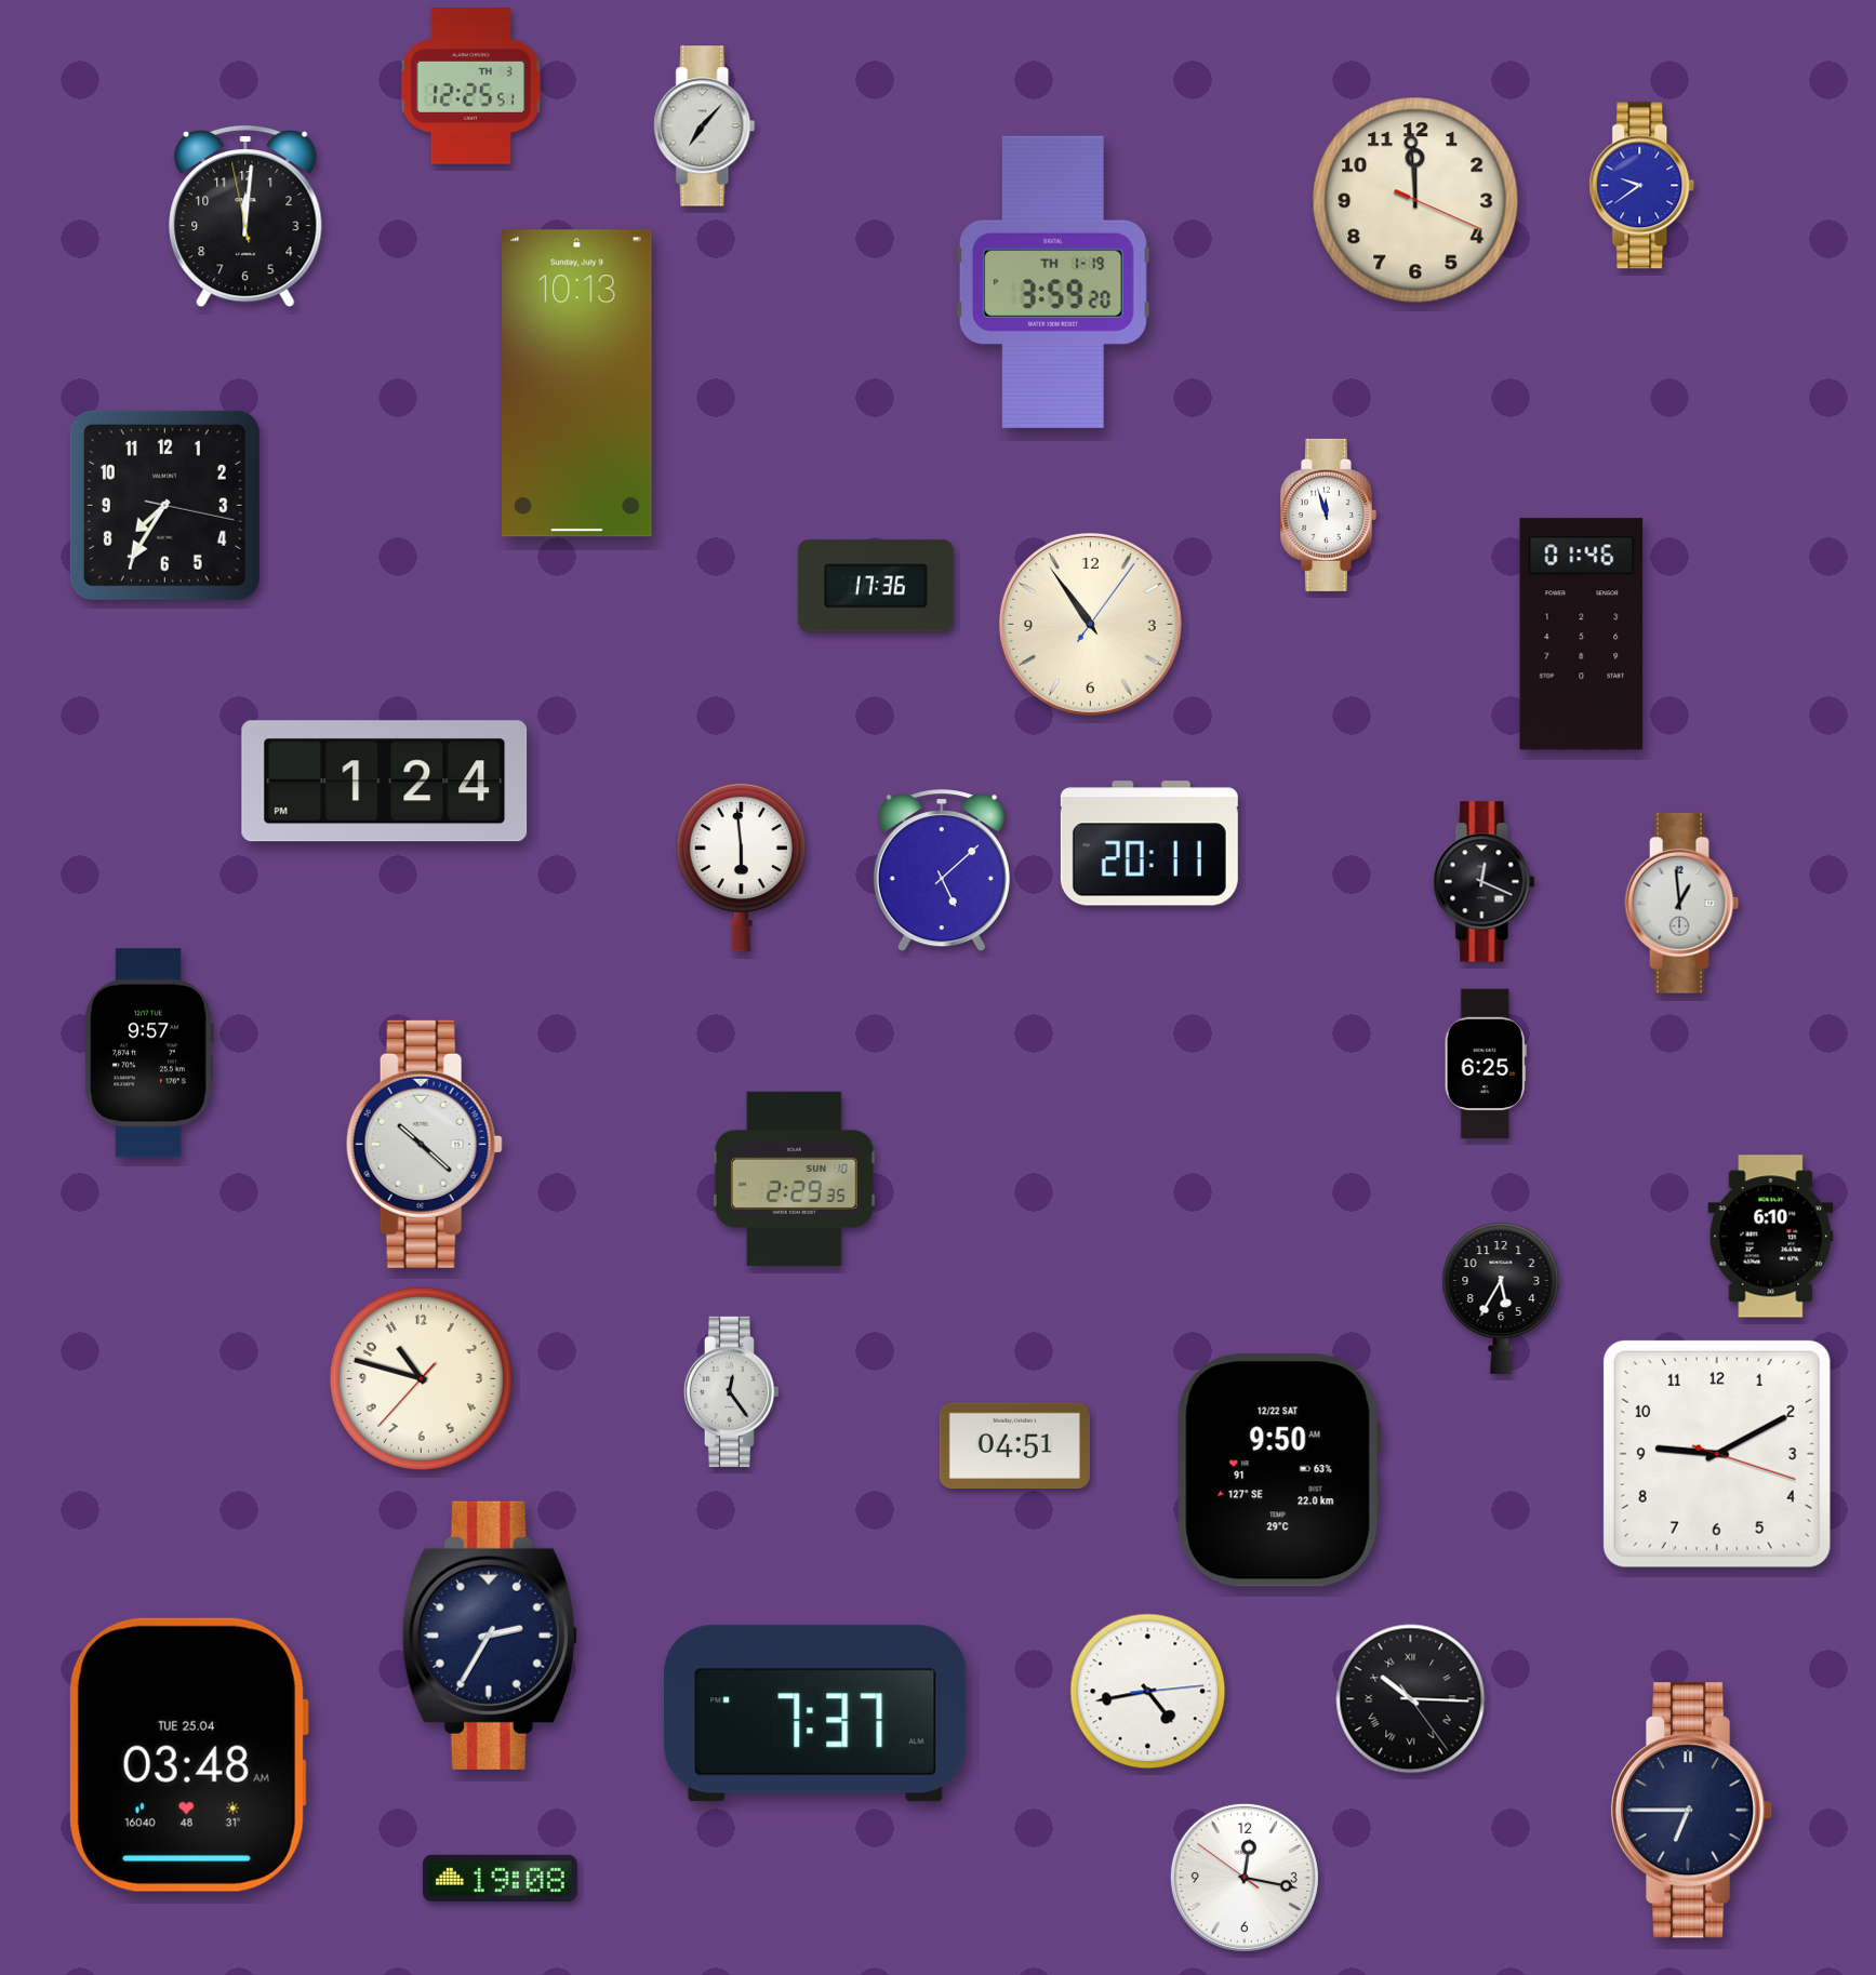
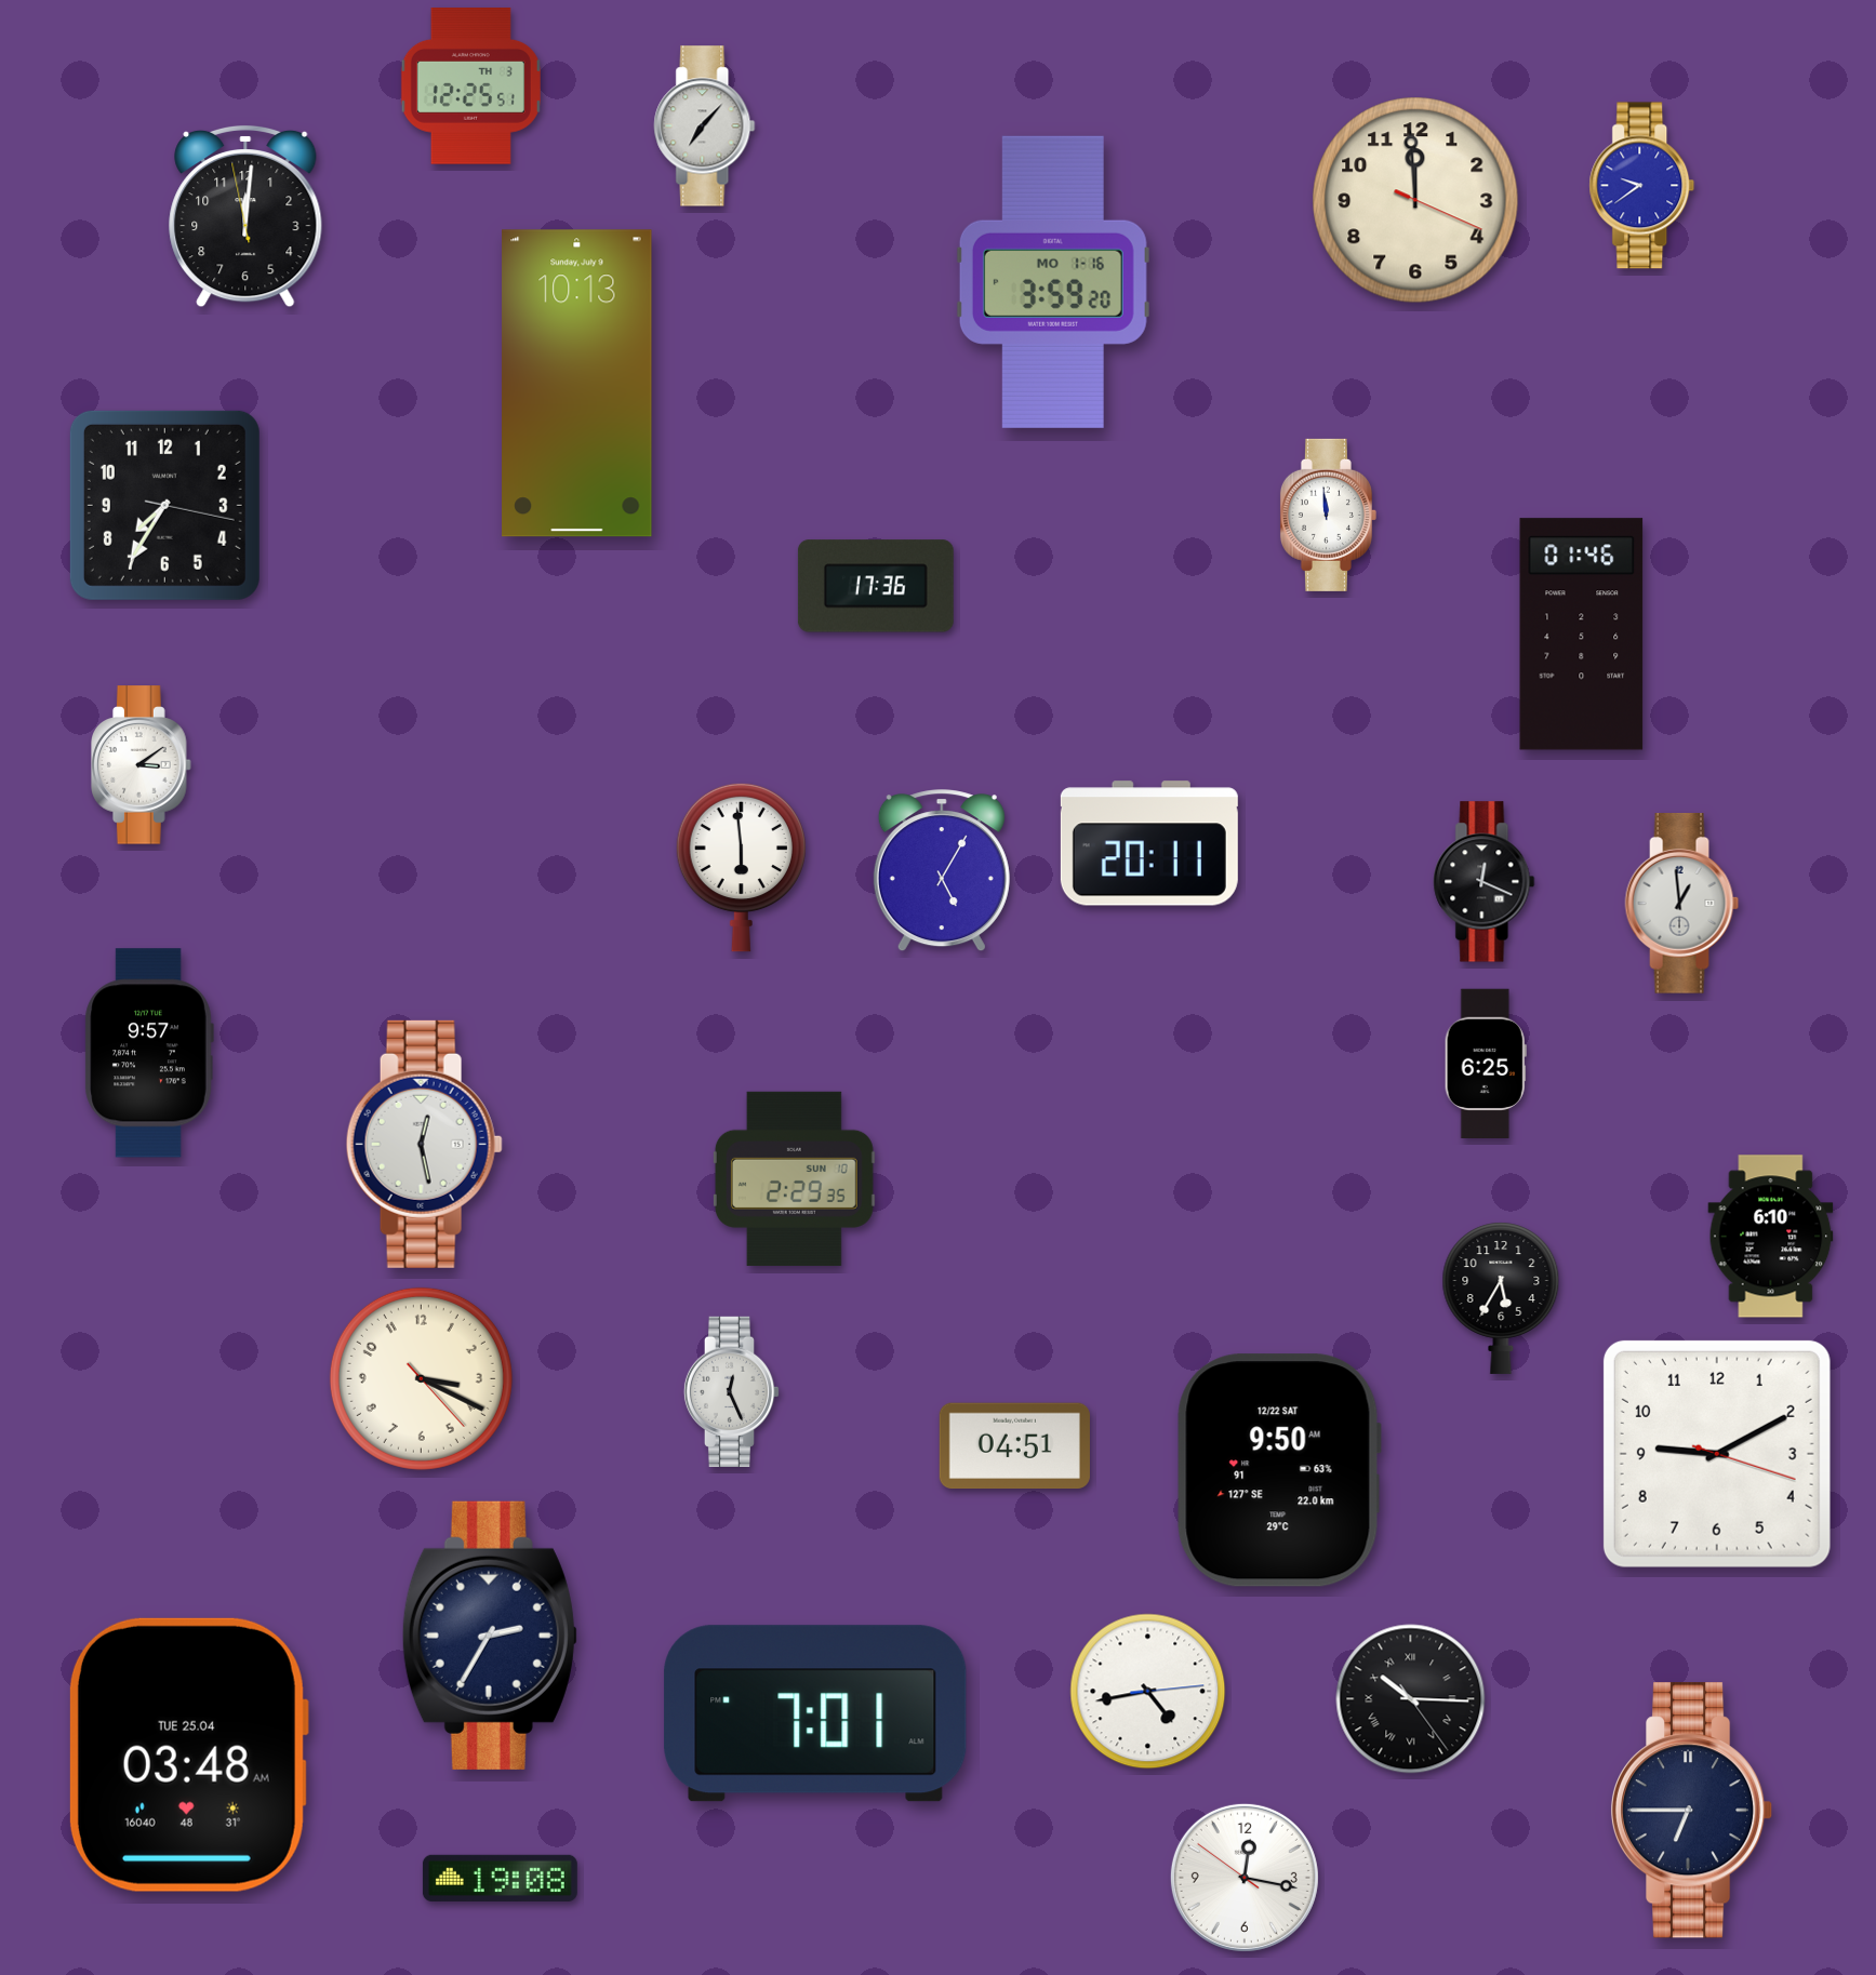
clock at (1053, 282) date: TH 1-19 -> MO 1-16
clock at (1328, 515): 11:57 -> 11:59
clock at (1090, 624): 10:54 -> none
clock at (142, 765): none -> 3:09
clock at (385, 782): 1:24 -> none
clock at (942, 871): 5:08 -> 5:05
clock at (424, 1144): 10:22 -> 12:28
clock at (421, 1378): 10:47 -> 3:19
clock at (732, 1391): 12:24 -> 12:26
clock at (815, 1713): 7:37 -> 7:01
